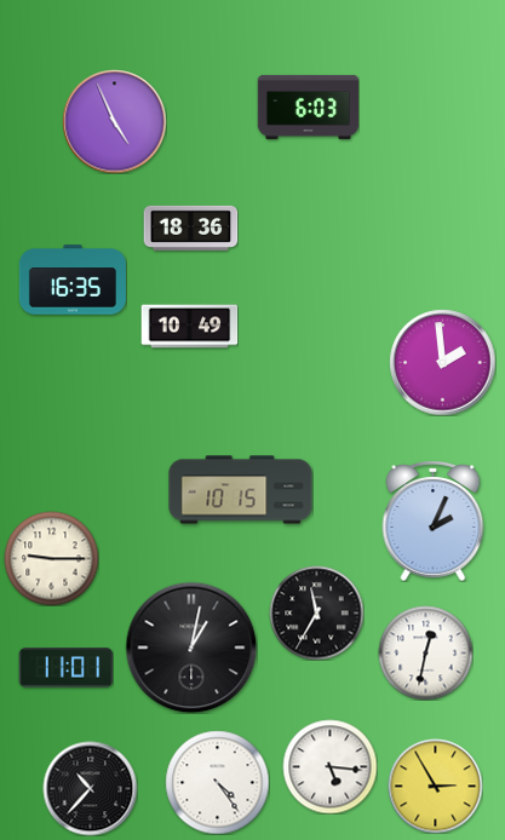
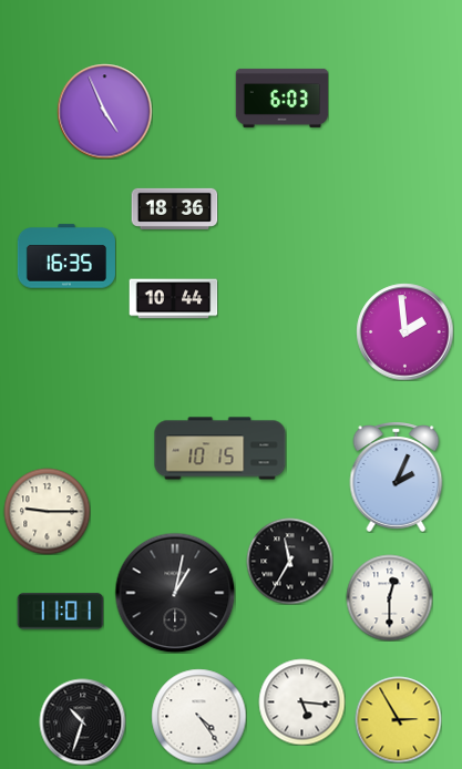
clock at (189, 327): 10:49 -> 10:44
clock at (425, 652): 12:32 -> 12:30
clock at (90, 788): 10:37 -> 10:33
